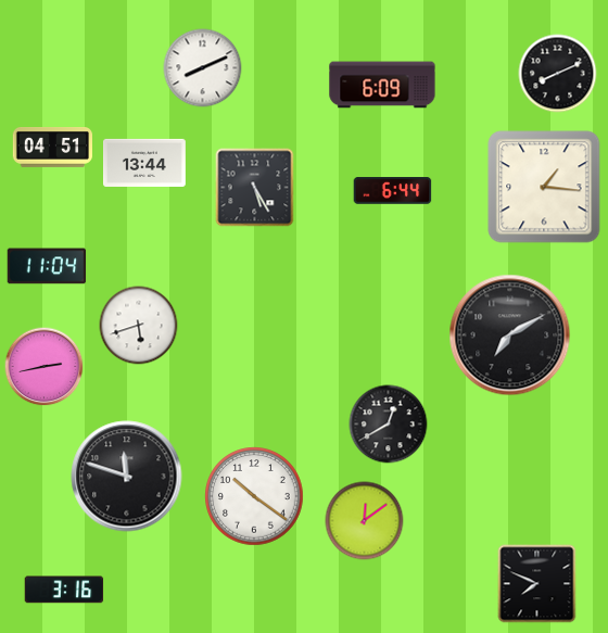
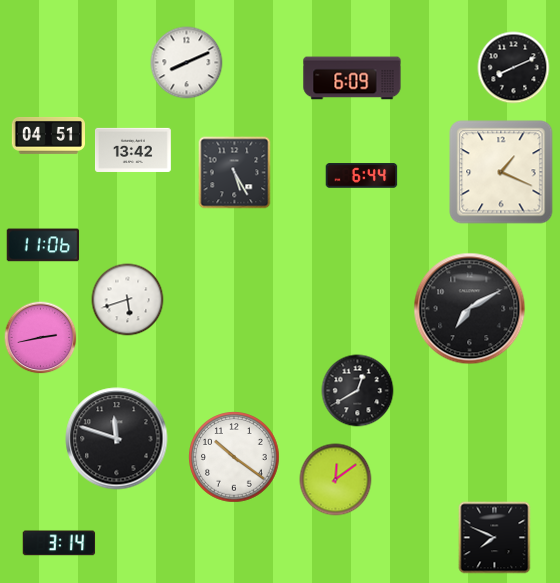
clock at (145, 163): 13:44 -> 13:42
clock at (544, 187): 1:16 -> 1:19
clock at (47, 266): 11:04 -> 11:06
clock at (64, 590): 3:16 -> 3:14
